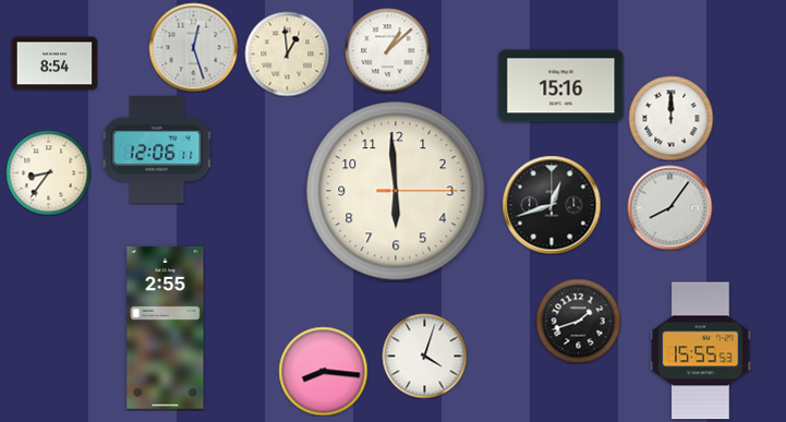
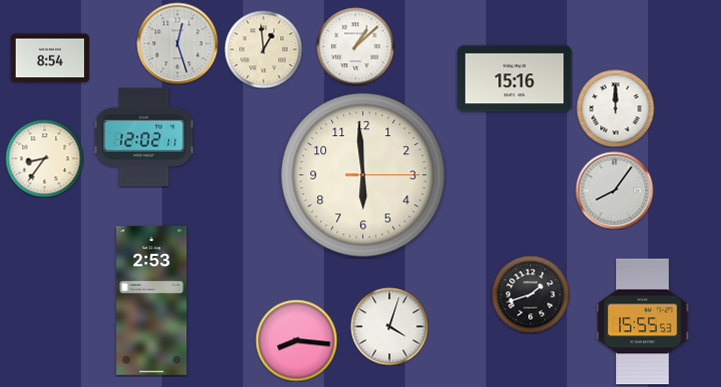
clock at (157, 149): 12:06 -> 12:02
clock at (552, 205): 12:42 -> none
clock at (166, 327): 2:55 -> 2:53
